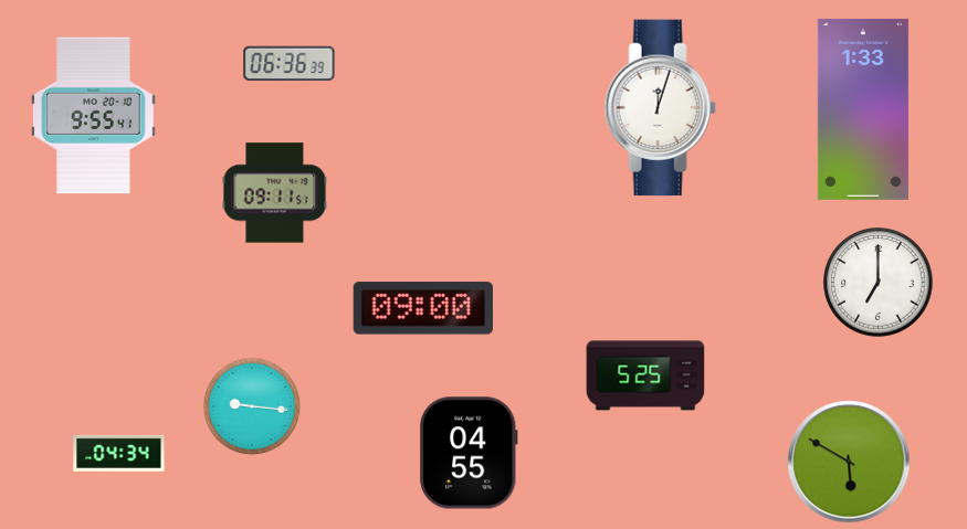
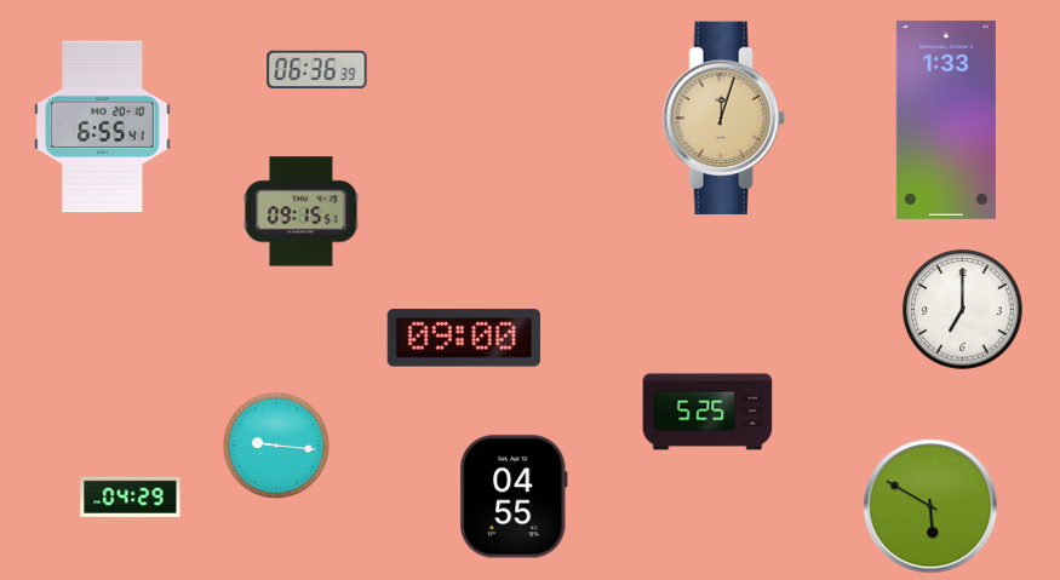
clock at (660, 108) dial: white -> champagne
clock at (94, 116): 9:55 -> 6:55
clock at (275, 193): 09:11 -> 09:15
clock at (119, 453): 04:34 -> 04:29
